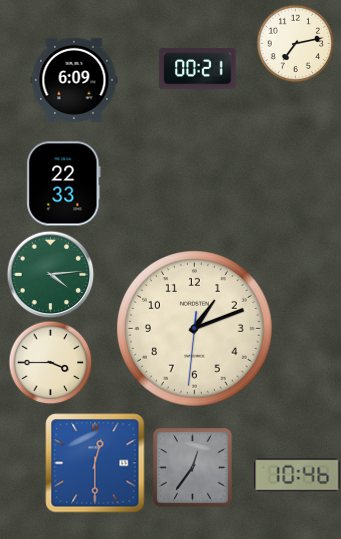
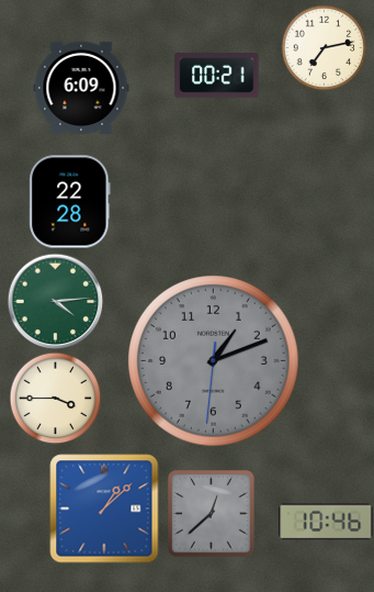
clock at (64, 184): 22:33 -> 22:28
clock at (195, 329) dial: cream -> grey
clock at (95, 463): 12:30 -> 1:08
clock at (193, 468): 12:36 -> 12:38
